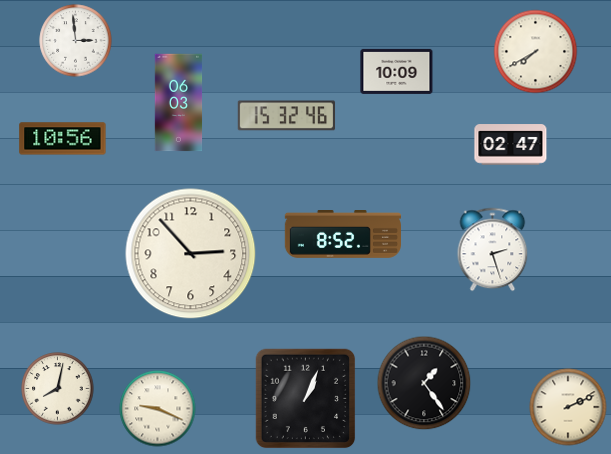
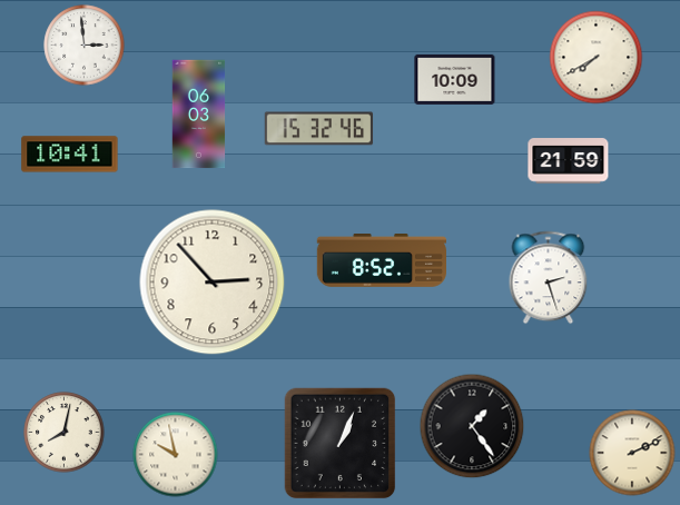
clock at (397, 71) position: (397, 71) -> (455, 79)
clock at (63, 139): 10:56 -> 10:41
clock at (511, 145): 02:47 -> 21:59
clock at (158, 409): 9:19 -> 9:58
